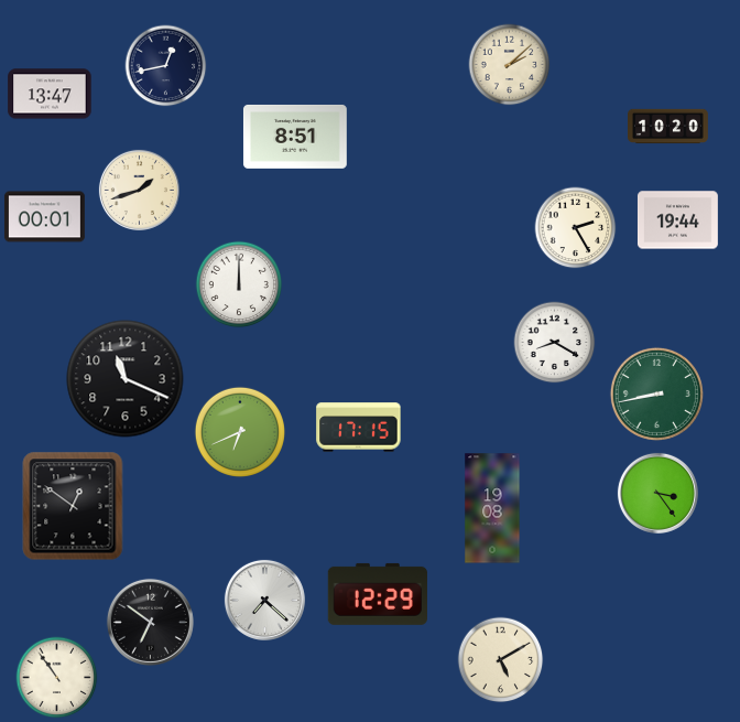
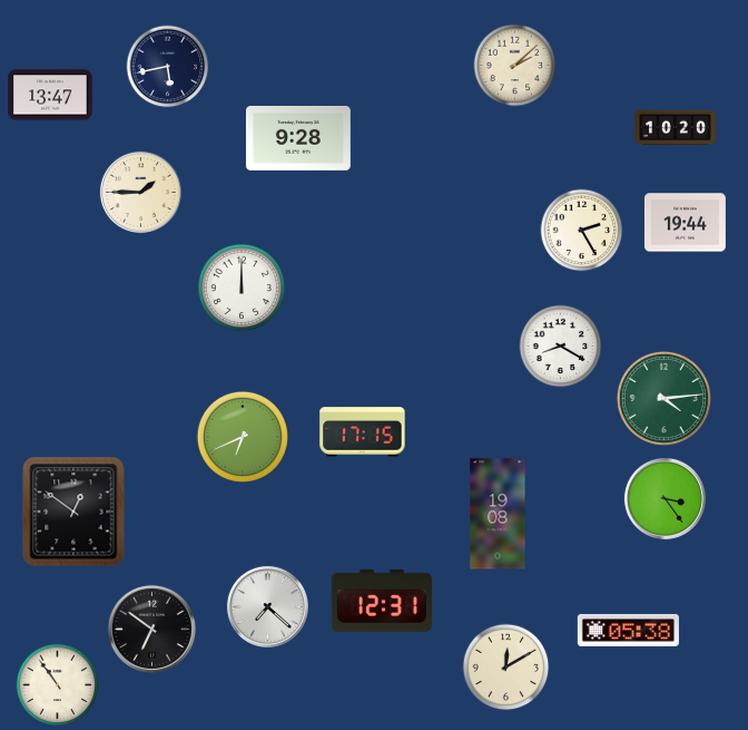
clock at (166, 66): 12:43 -> 5:43
clock at (295, 137): 8:51 -> 9:28
clock at (139, 190): 1:42 -> 1:45
clock at (44, 217): 00:01 -> none
clock at (126, 379): 11:19 -> none
clock at (656, 394): 8:43 -> 4:14
clock at (378, 594): 12:29 -> 12:31
clock at (628, 630): none -> 05:38
clock at (501, 660): 5:10 -> 12:10
